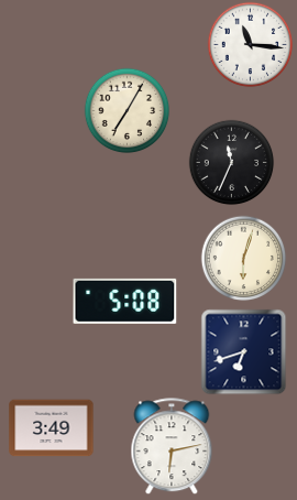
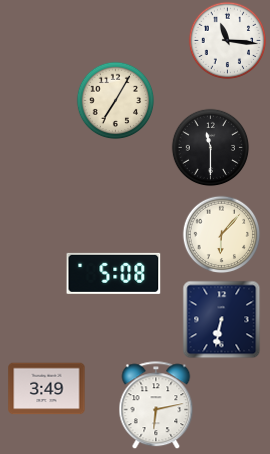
clock at (231, 162): 11:34 -> 11:30
clock at (243, 258): 6:03 -> 6:07
clock at (243, 351): 6:42 -> 6:32
